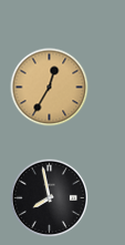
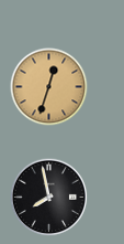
clock at (50, 88): 12:35 -> 12:33
